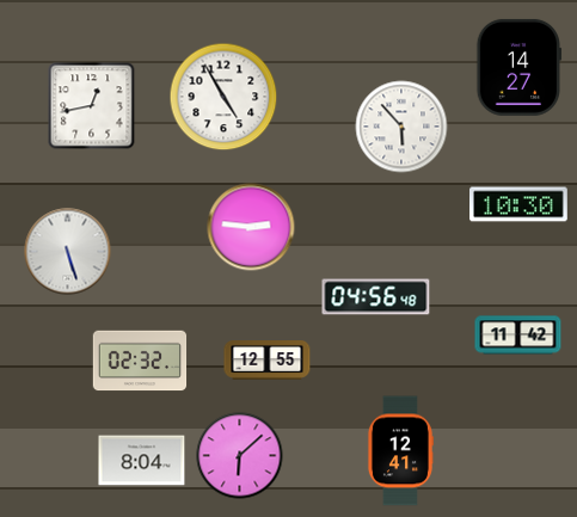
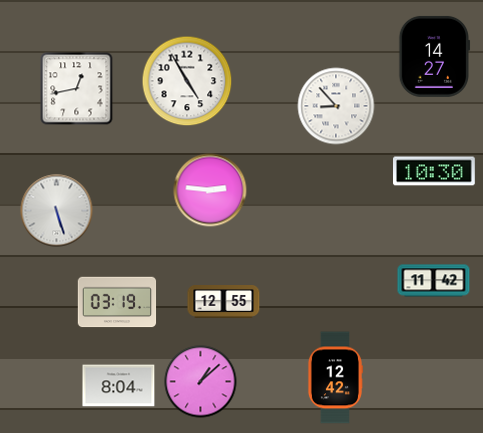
clock at (401, 127): 5:53 -> 8:53
clock at (376, 297): 04:56 -> none
clock at (140, 361): 02:32 -> 03:19
clock at (399, 451): 12:41 -> 12:42
clock at (240, 456): 6:08 -> 1:08
